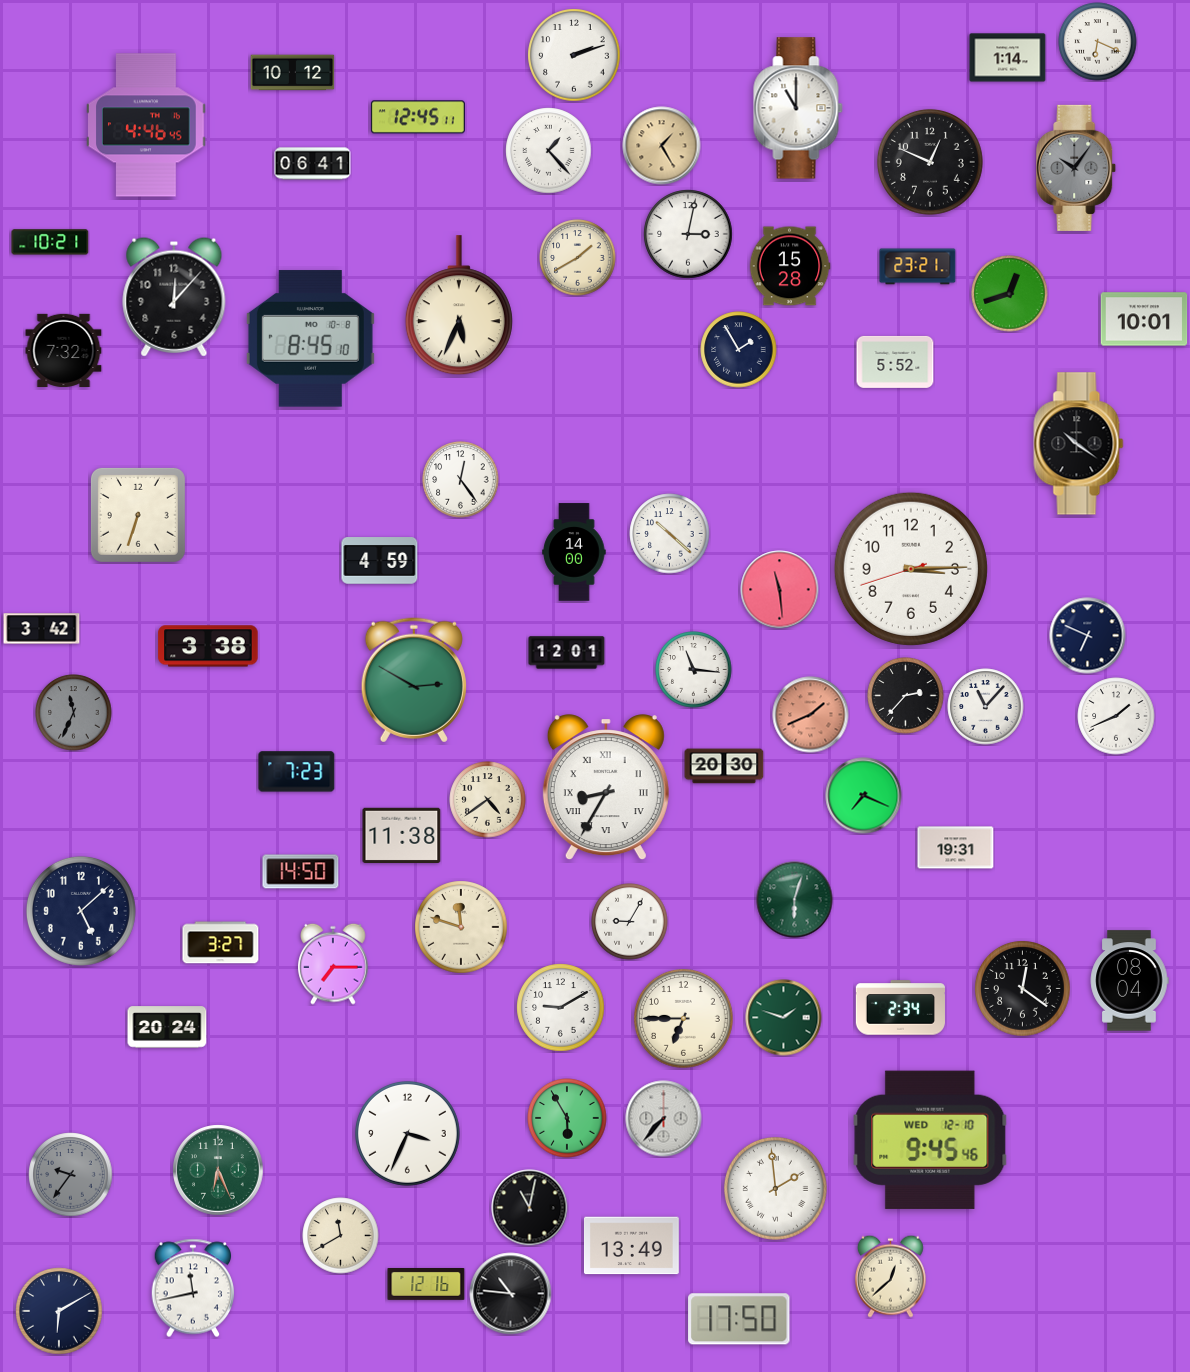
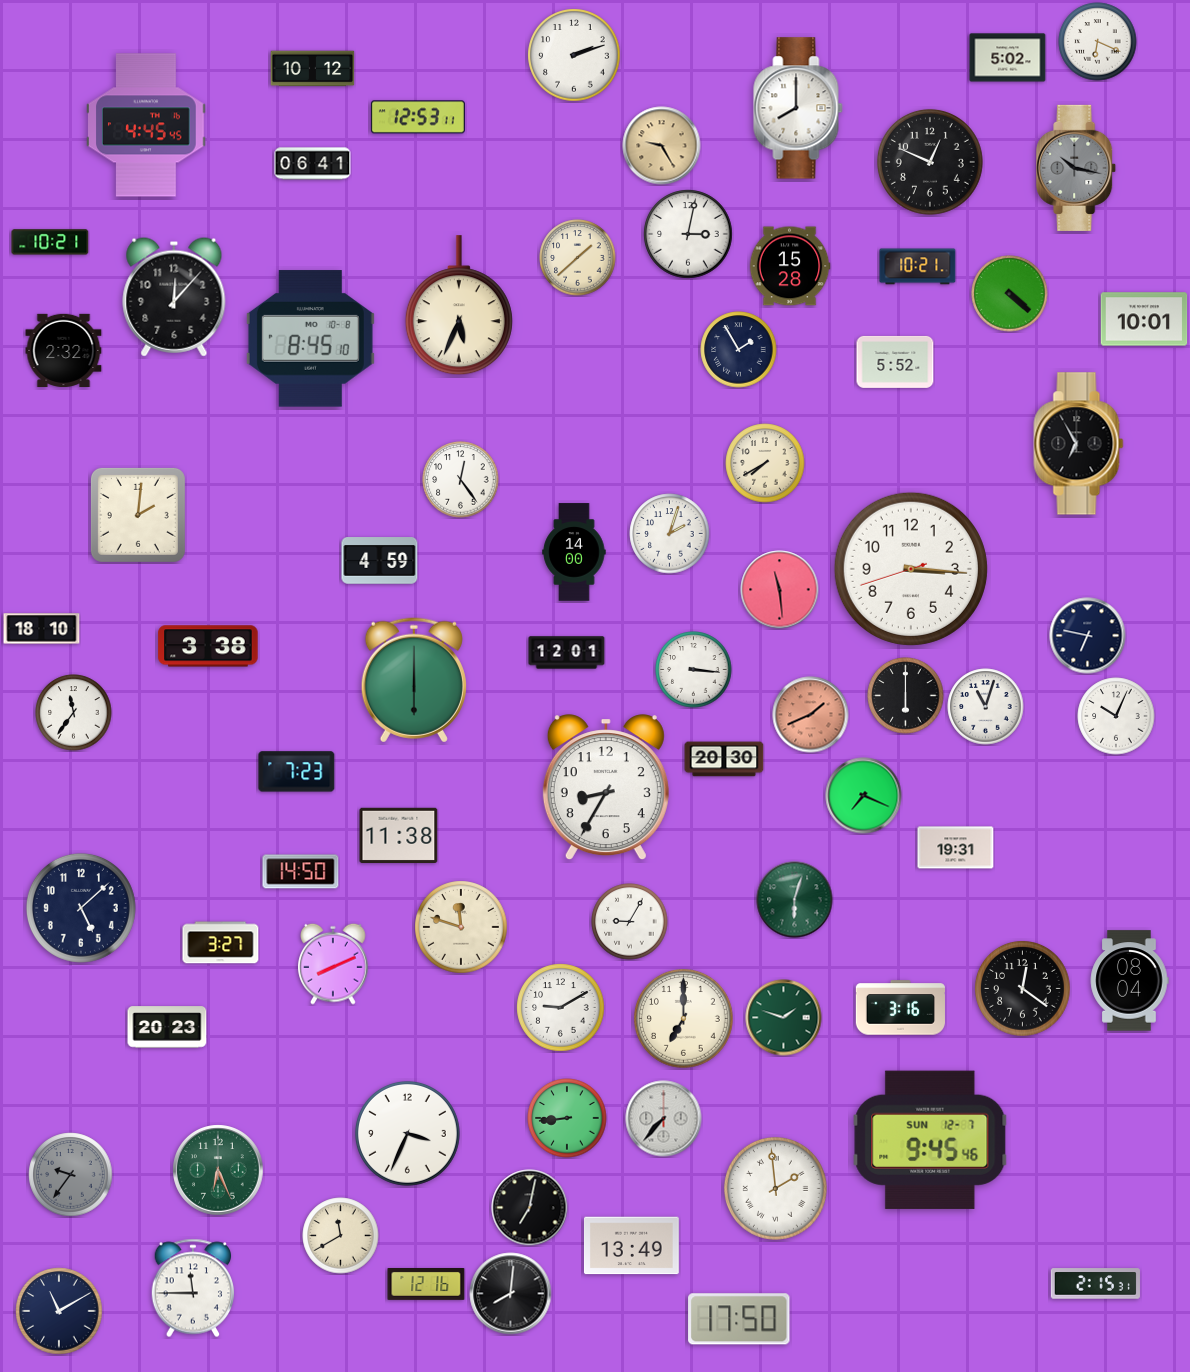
clock at (1008, 58): 1:14 -> 5:02
clock at (293, 73) position: (293, 73) -> (313, 69)
clock at (798, 108): 11:00 -> 8:00
clock at (418, 117): 12:45 -> 12:53
clock at (146, 125): 4:46 -> 4:45
clock at (662, 146): 1:25 -> 9:25
clock at (549, 151): 1:23 -> none
clock at (1077, 168): 10:06 -> 10:17
clock at (578, 258): 1:40 -> 1:38
clock at (918, 267): 23:21 -> 10:21
clock at (1010, 294): 12:42 -> 4:22
clock at (64, 350): 7:32 -> 2:32
clock at (1079, 444): 10:21 -> 6:55
clock at (765, 463): none -> 7:40
clock at (138, 515): 6:33 -> 2:01
clock at (670, 534): 10:22 -> 2:03
clock at (911, 569): 3:14 -> 3:15
clock at (42, 629): 3:42 -> 18:10
clock at (1088, 636): 6:49 -> 6:47
clock at (694, 670): 11:16 -> 3:16
clock at (414, 680): 2:50 -> 6:00
clock at (906, 696): 2:37 -> 6:00
clock at (986, 707): 11:07 -> 11:03
clock at (74, 713): 11:34 -> 11:36
clock at (74, 713) dial: grey -> white
clock at (1116, 716): 1:41 -> 10:04
clock at (724, 766) position: (724, 766) -> (724, 759)
clock at (606, 788) numerals: Roman -> Arabic
clock at (488, 800): 4:39 -> none
clock at (402, 835) position: (402, 835) -> (399, 835)
clock at (81, 911) position: (81, 911) -> (81, 908)
clock at (333, 964): 7:15 -> 8:11
clock at (900, 1008): 2:34 -> 3:16
clock at (684, 1019): 6:45 -> 7:00
clock at (167, 1027): 20:24 -> 20:23
clock at (567, 1118): 5:55 -> 8:44
clock at (930, 1140) date: WED 12-10 -> SUN 12-7
clock at (530, 1208): 11:02 -> 7:02
clock at (890, 1276): 12:38 -> none
clock at (1095, 1284): none -> 2:15
clock at (193, 1288): 11:43 -> 11:45
clock at (511, 1294): 10:46 -> 8:01
clock at (59, 1311): 6:10 -> 11:10
